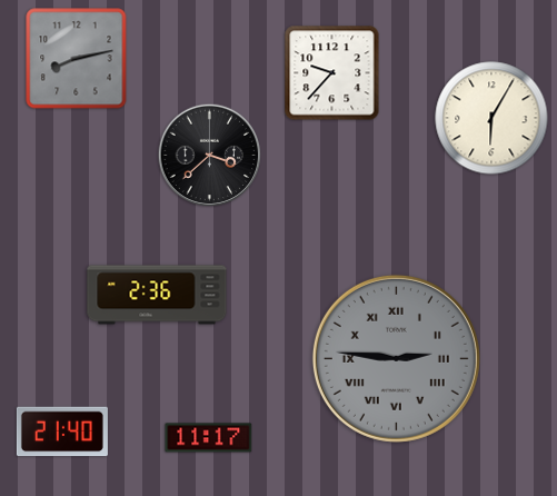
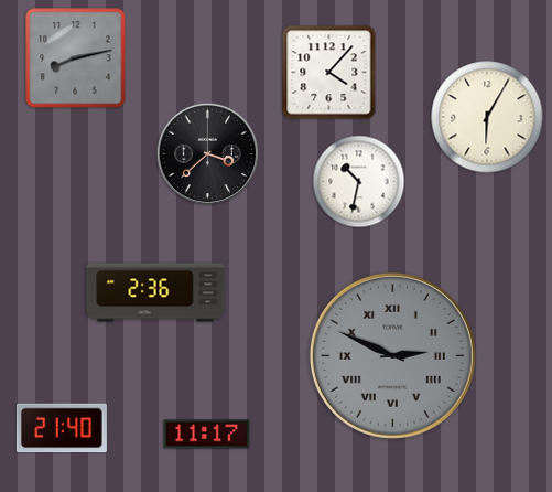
clock at (332, 73): 9:37 -> 4:07
clock at (359, 182): none -> 10:32
clock at (396, 358): 2:46 -> 2:49
